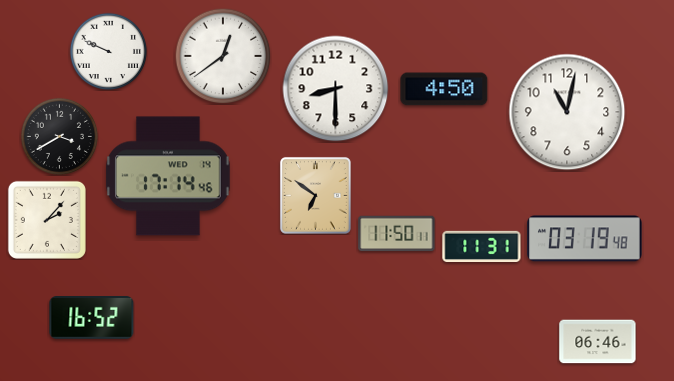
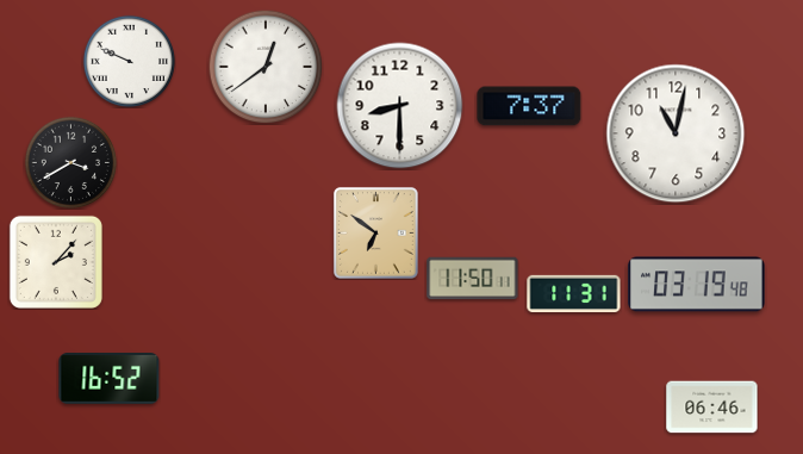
clock at (444, 89): 4:50 -> 7:37
clock at (168, 176): 17:14 -> none
